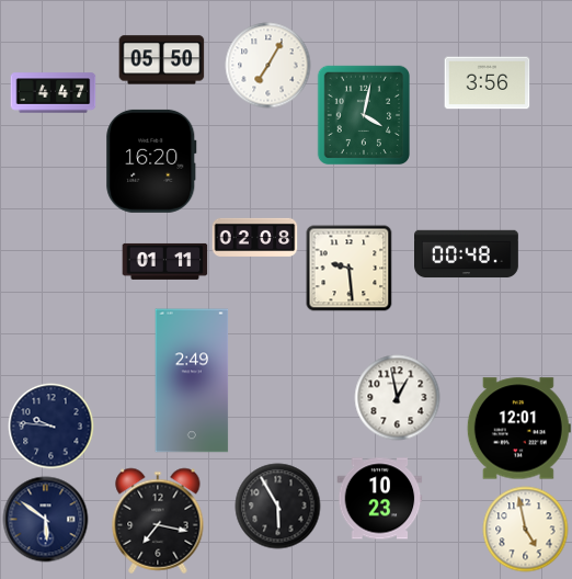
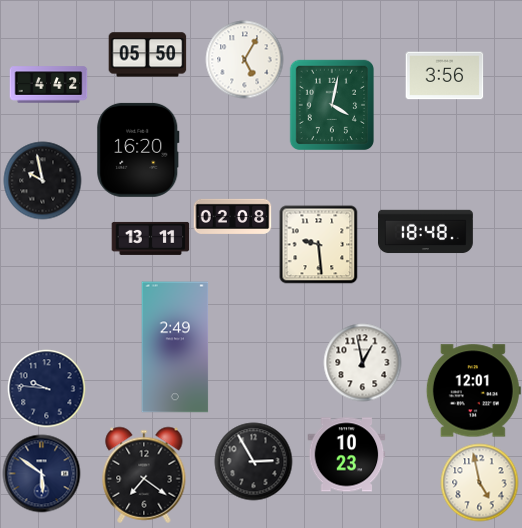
clock at (267, 65): 7:05 -> 5:05
clock at (53, 93): 4:47 -> 4:42
clock at (151, 161) position: (151, 161) -> (138, 150)
clock at (42, 180): none -> 9:58
clock at (467, 254): 00:48 -> 18:48
clock at (164, 261): 01:11 -> 13:11
clock at (277, 506): 5:55 -> 2:55
clock at (158, 521): 7:17 -> 7:21
